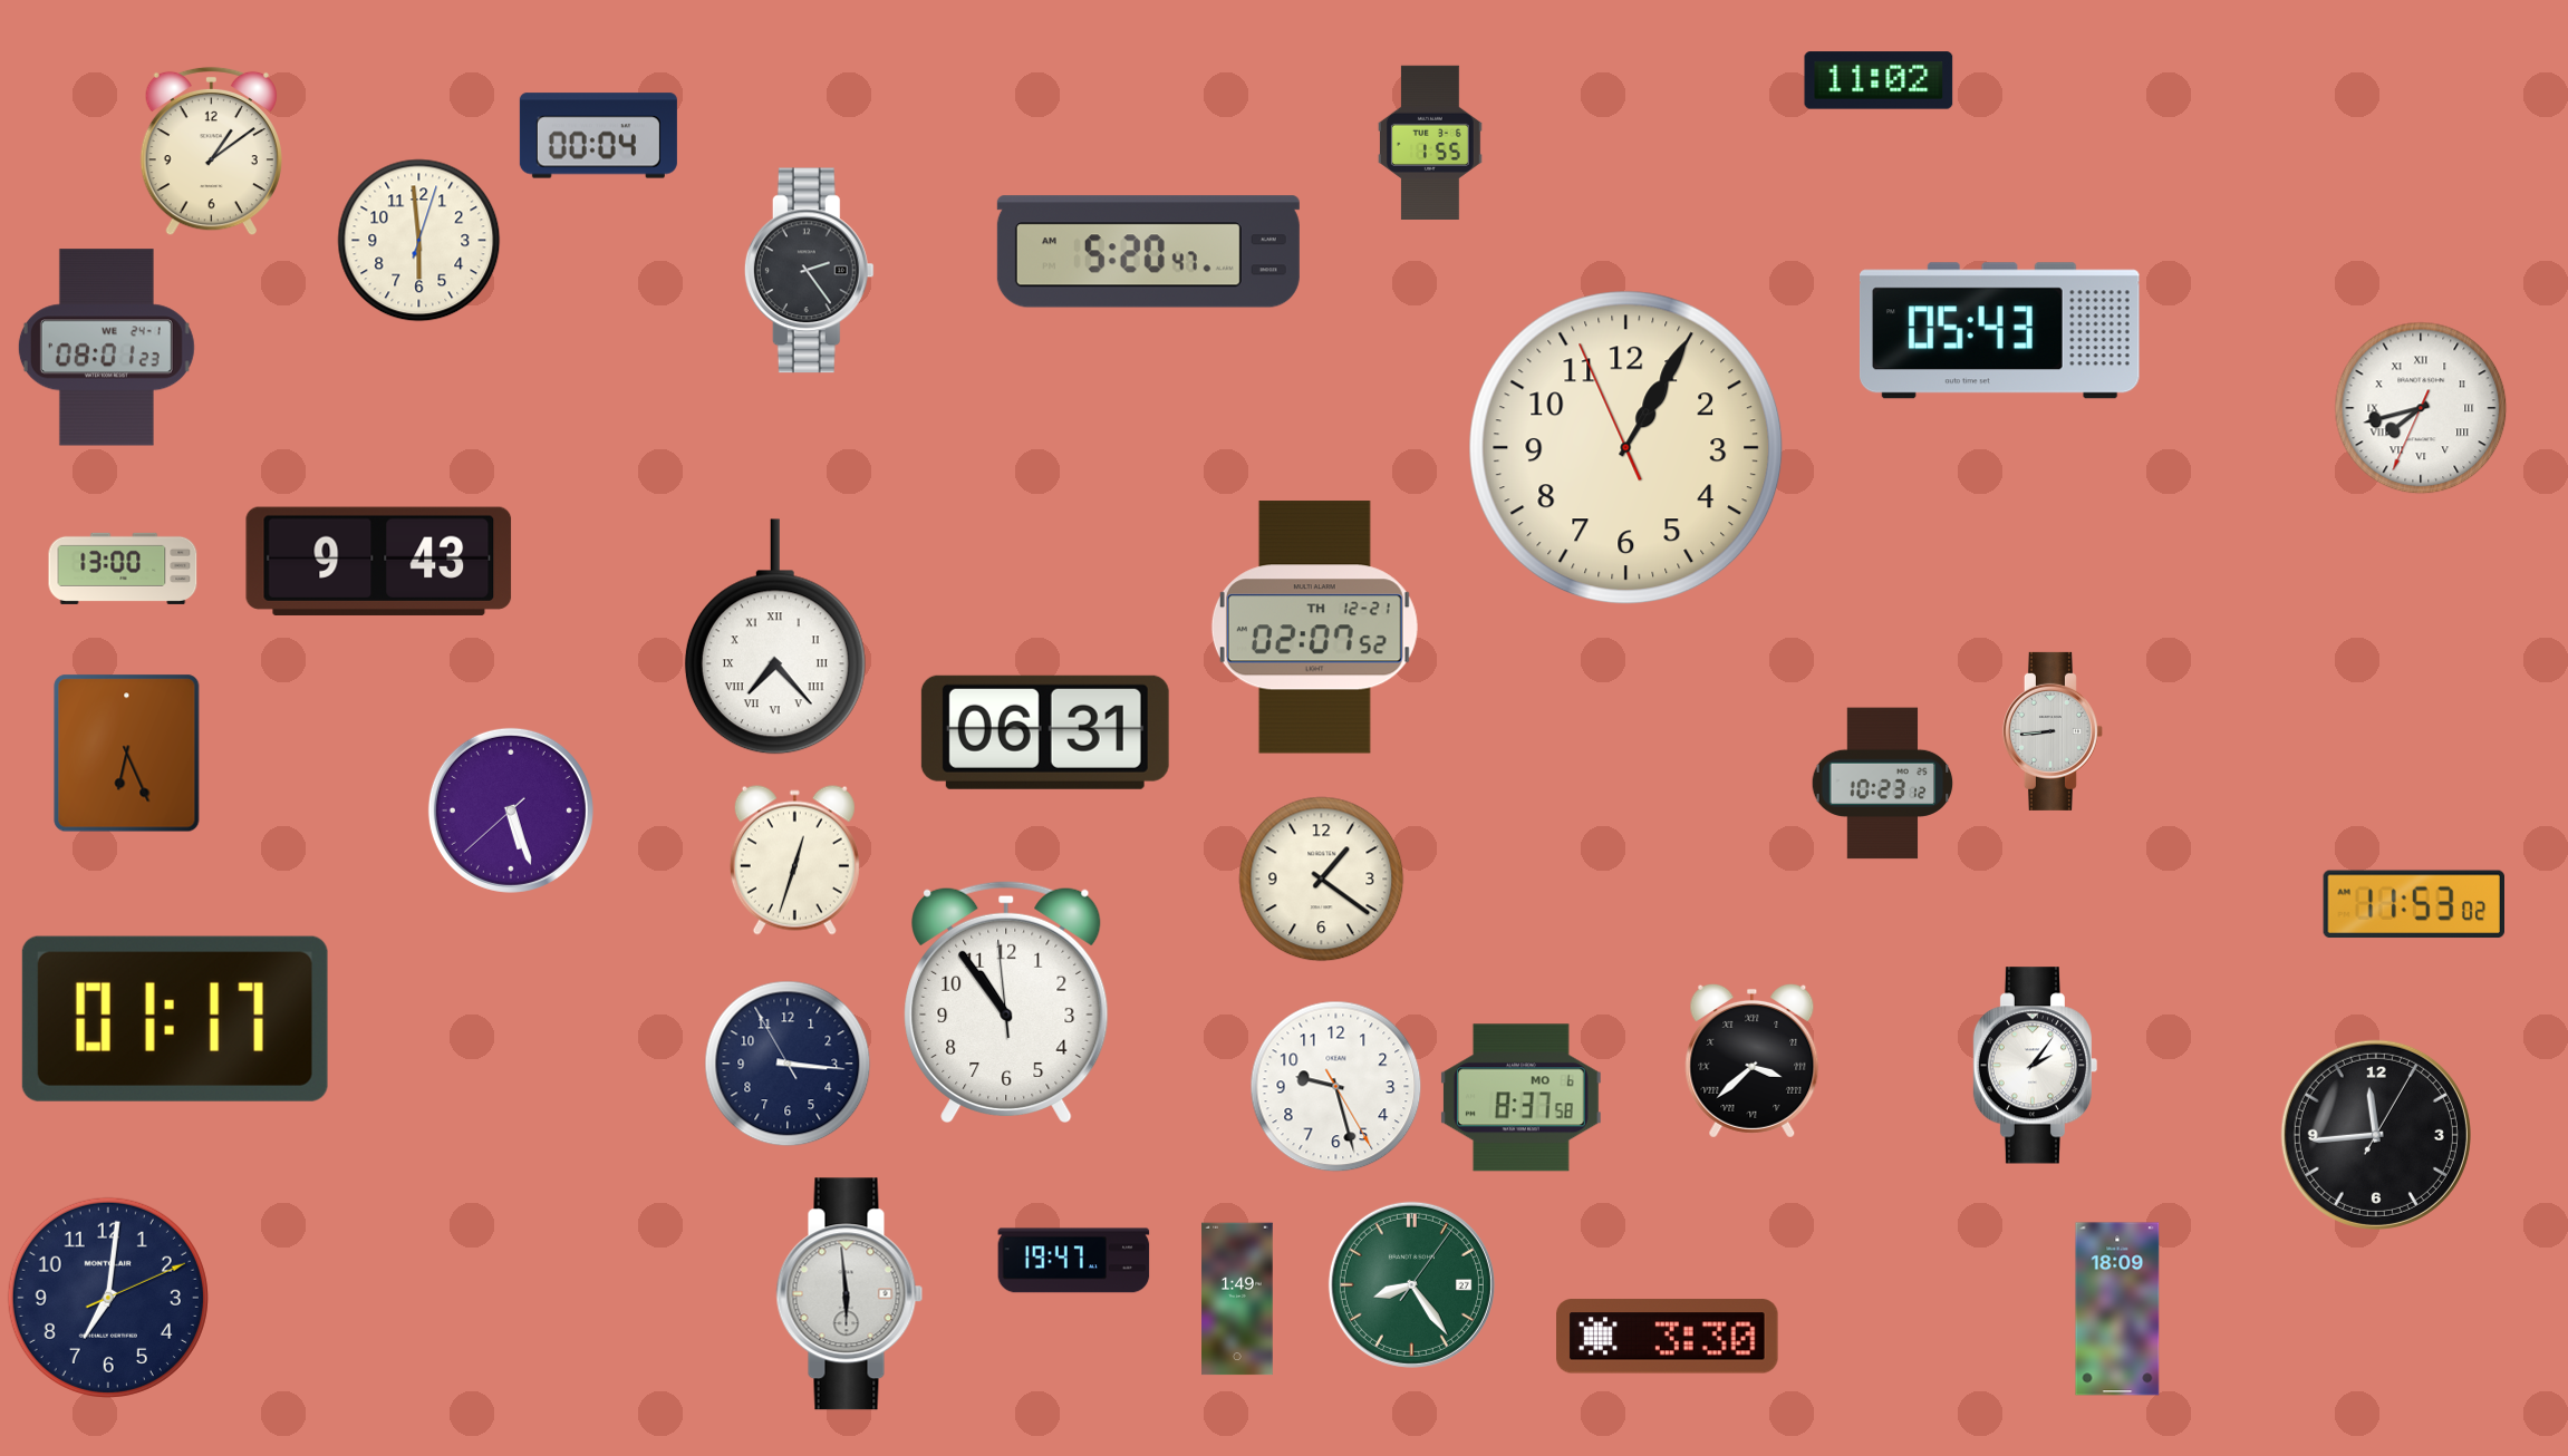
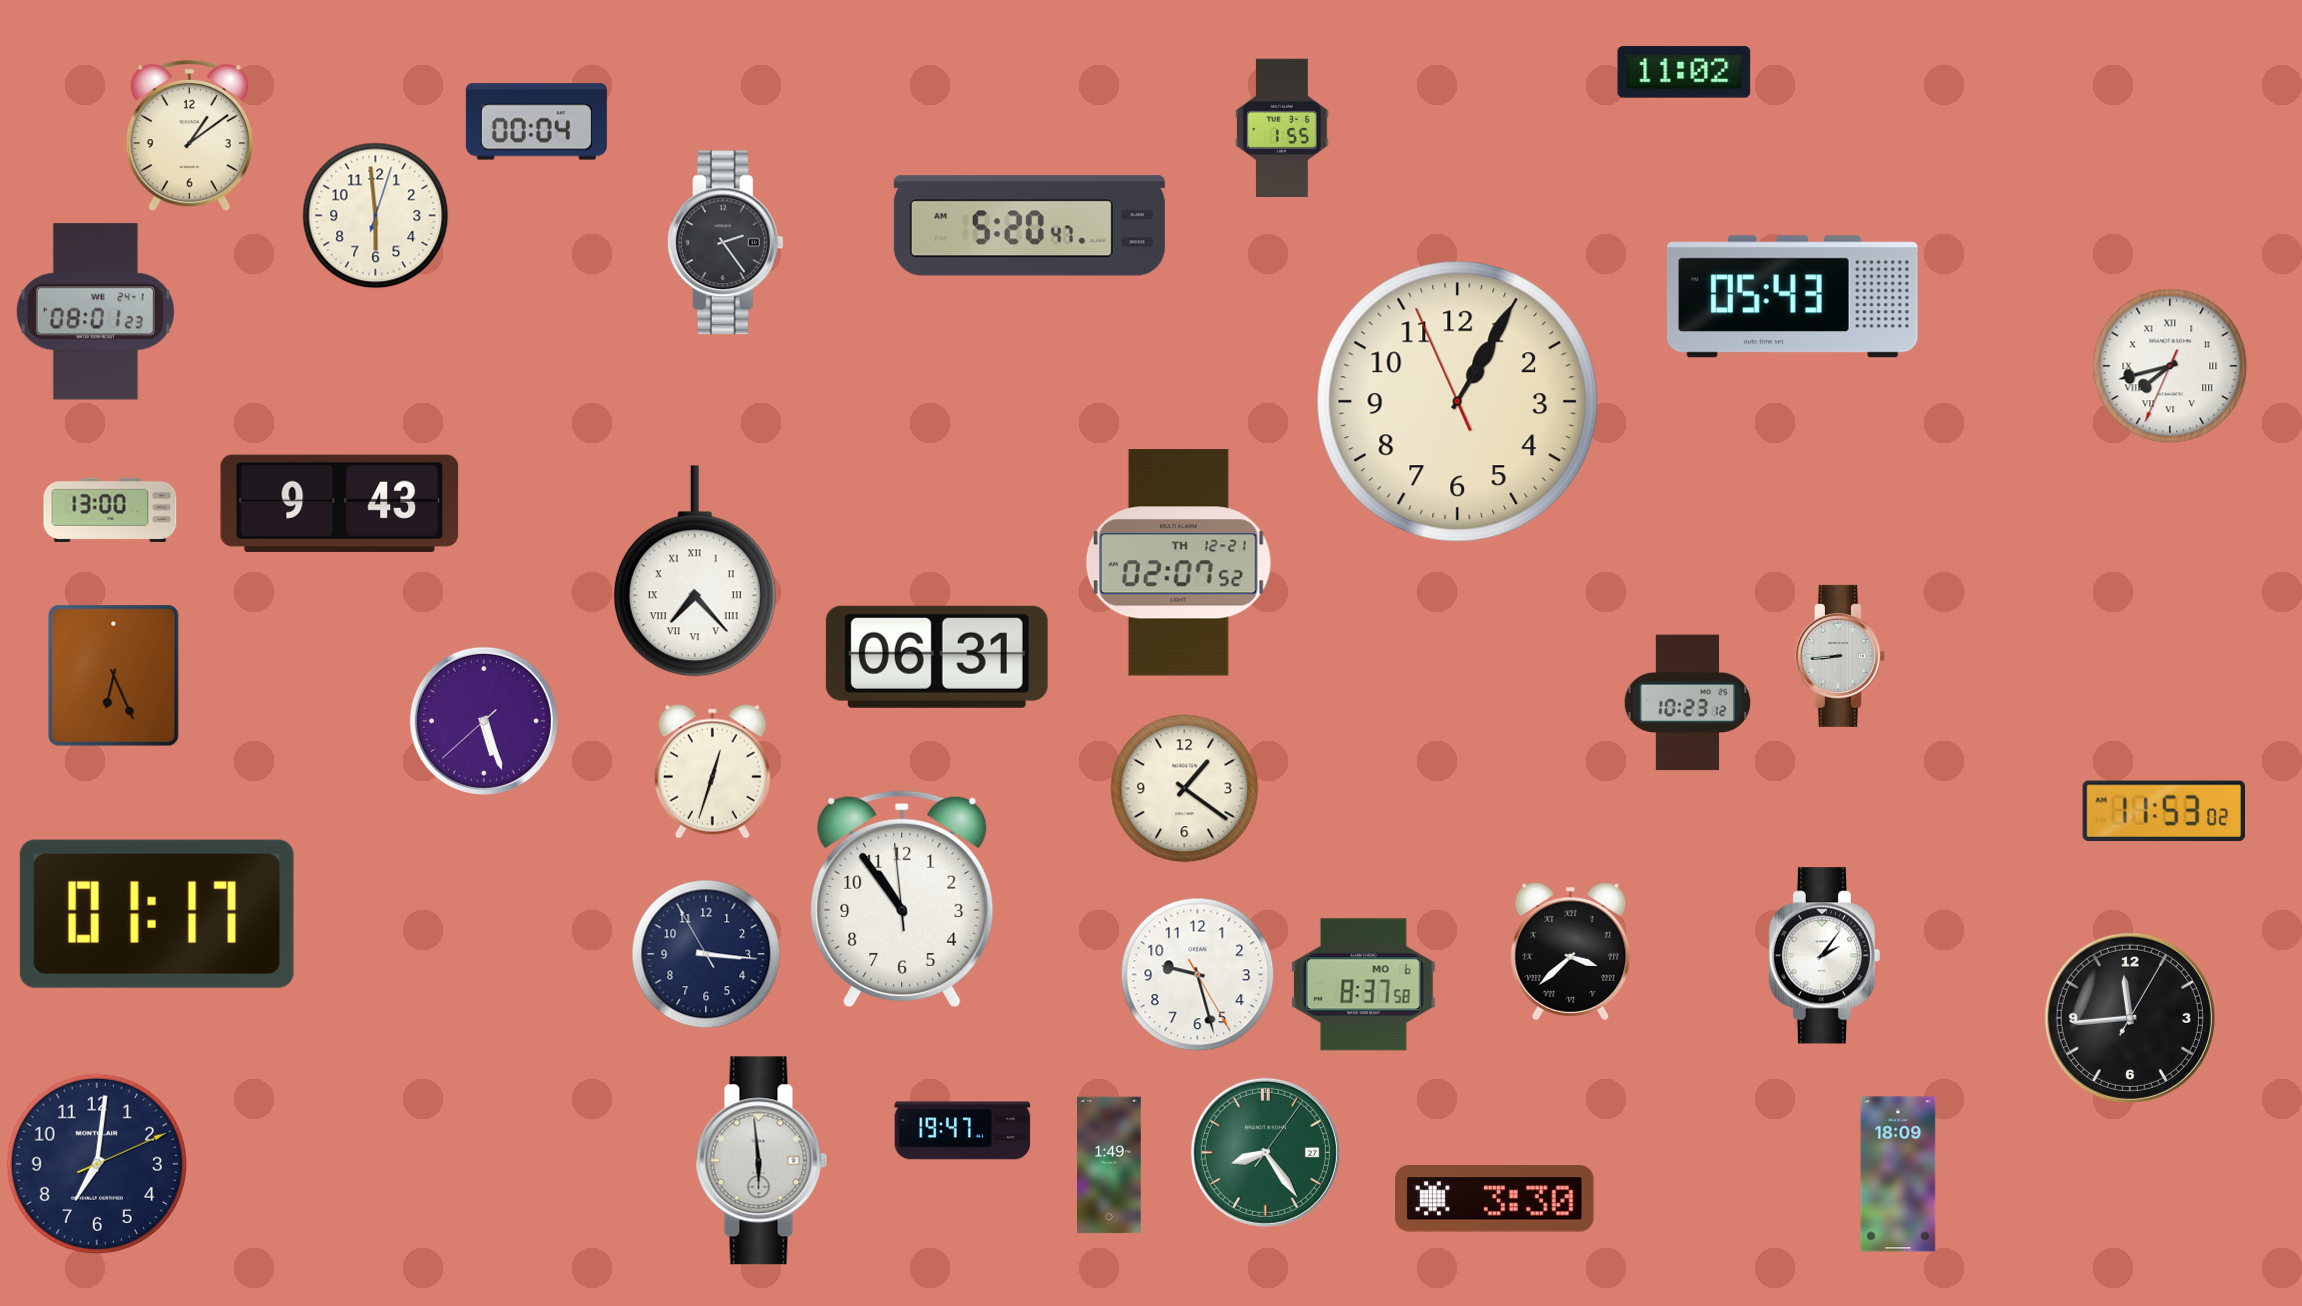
clock at (511, 810) position: (511, 810) -> (484, 721)
